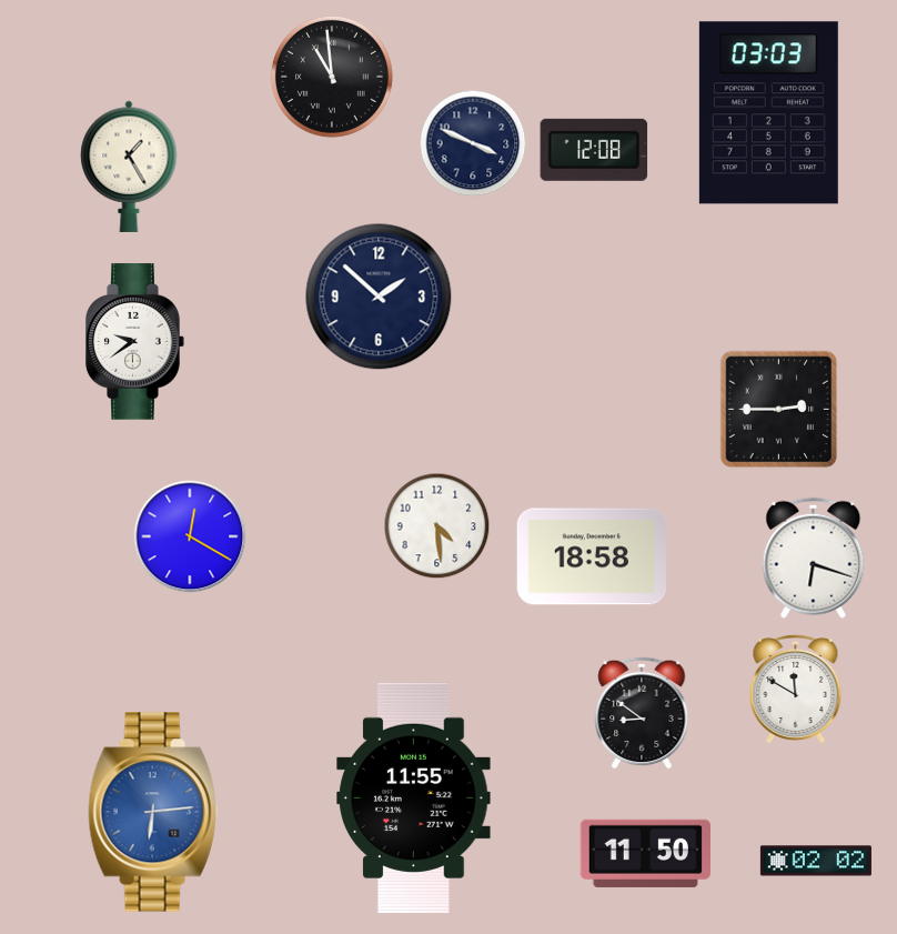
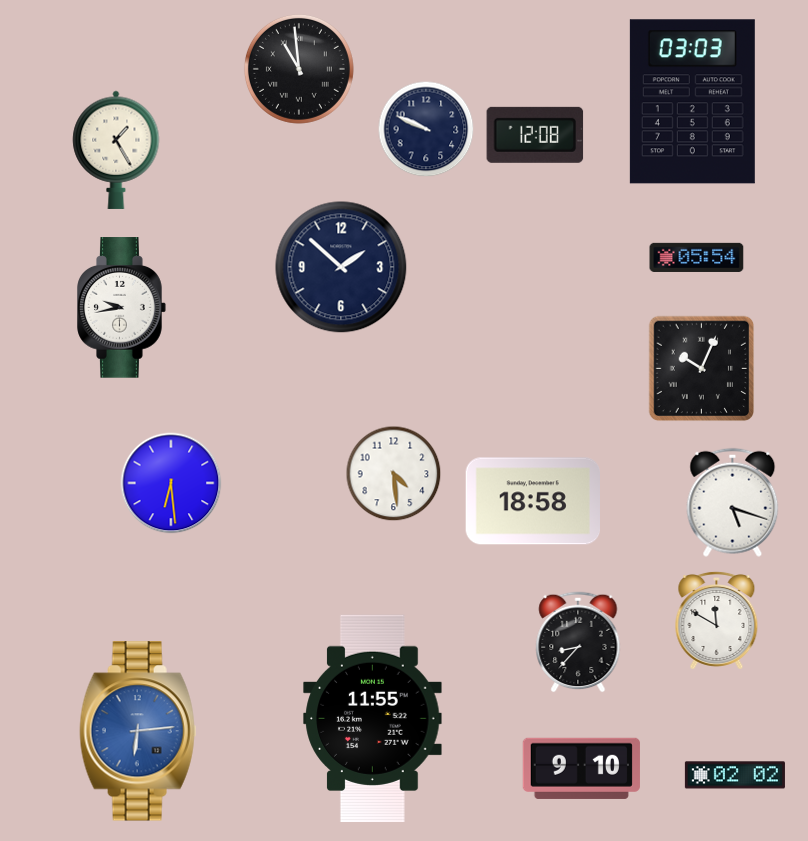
clock at (473, 143): 3:49 -> 9:49
clock at (697, 257): none -> 05:54
clock at (135, 342): 9:39 -> 9:43
clock at (779, 410): 2:45 -> 10:04
clock at (190, 536): 12:20 -> 6:29
clock at (814, 558): 6:18 -> 5:18
clock at (642, 713): 8:51 -> 8:37
clock at (645, 853): 11:50 -> 9:10
